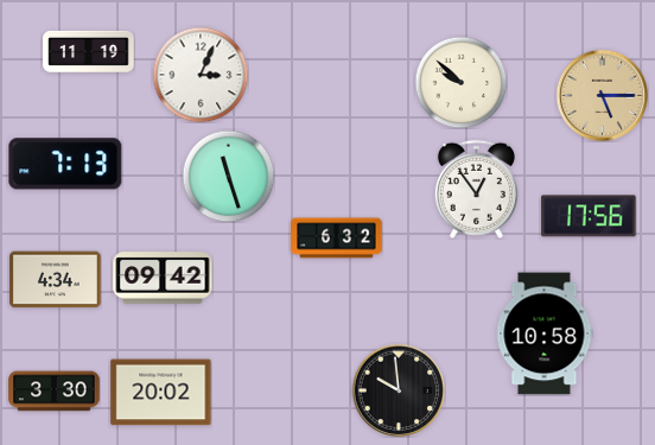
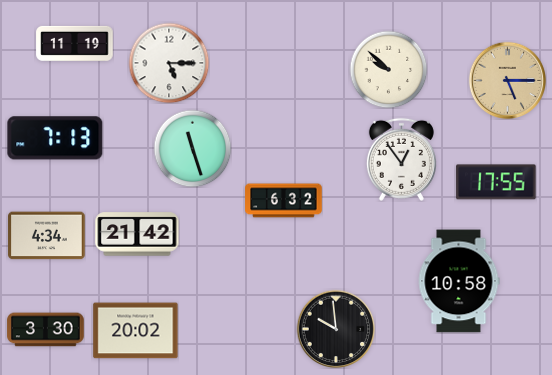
clock at (201, 75): 3:04 -> 5:15
clock at (589, 216): 17:56 -> 17:55
clock at (163, 278): 09:42 -> 21:42
